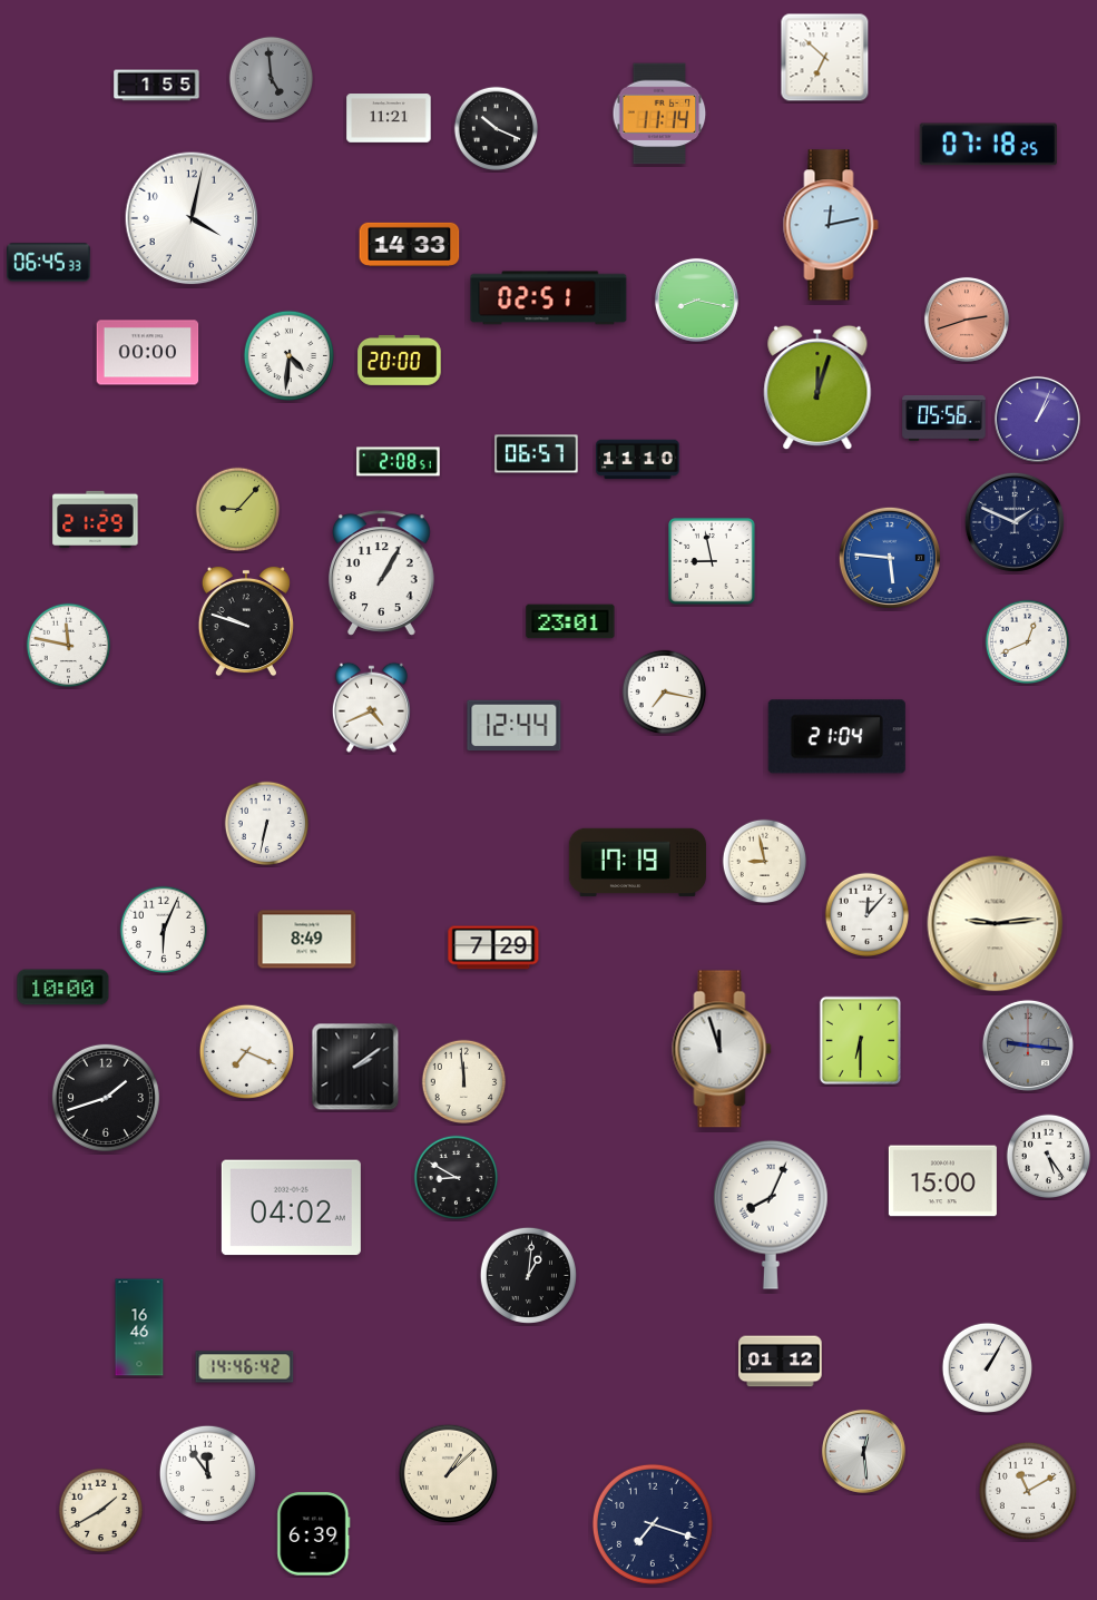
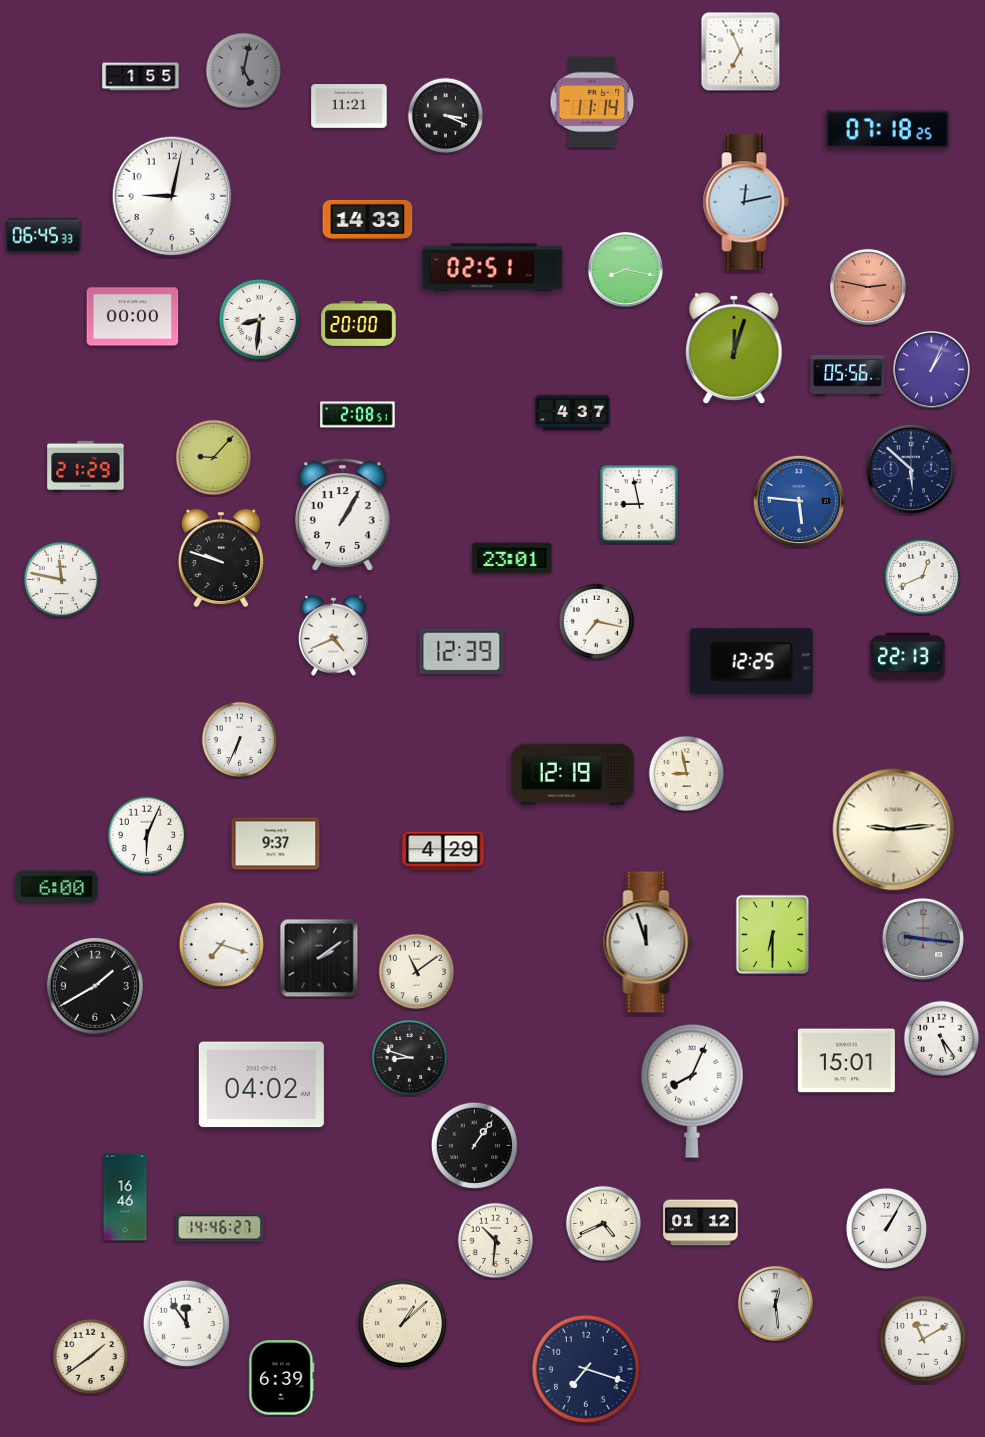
clock at (825, 58): 6:52 -> 6:56
clock at (272, 79): 4:59 -> 5:02
clock at (497, 129): 10:19 -> 3:19
clock at (192, 218): 4:02 -> 9:02
clock at (967, 320): 2:42 -> 2:47
clock at (290, 356): 4:31 -> 8:31
clock at (1037, 419) position: (1037, 419) -> (931, 369)
clock at (537, 454): 06:57 -> none
clock at (638, 460): 11:10 -> 4:37
clock at (1015, 522): 1:49 -> 5:52
clock at (515, 726): 12:44 -> 12:39
clock at (908, 657): none -> 22:13
clock at (836, 737): 21:04 -> 12:25
clock at (267, 824): 6:32 -> 6:34
clock at (637, 863): 17:19 -> 12:19
clock at (868, 915): 12:07 -> none
clock at (307, 940): 8:49 -> 9:37
clock at (493, 948): 7:29 -> 4:29
clock at (63, 988): 10:00 -> 6:00
clock at (246, 1051): 7:19 -> 7:18
clock at (464, 1082): 11:59 -> 11:09
clock at (106, 1098): 1:42 -> 1:40
clock at (457, 1178): 8:50 -> 8:48
clock at (942, 1181): 15:00 -> 15:01
clock at (528, 1275): 1:01 -> 1:06
clock at (139, 1327) position: (139, 1327) -> (125, 1197)
clock at (604, 1224): none -> 4:41
clock at (245, 1367): 14:46:42 -> 14:46:27
clock at (496, 1241): none -> 10:31
clock at (101, 1511): 1:40 -> 1:39
